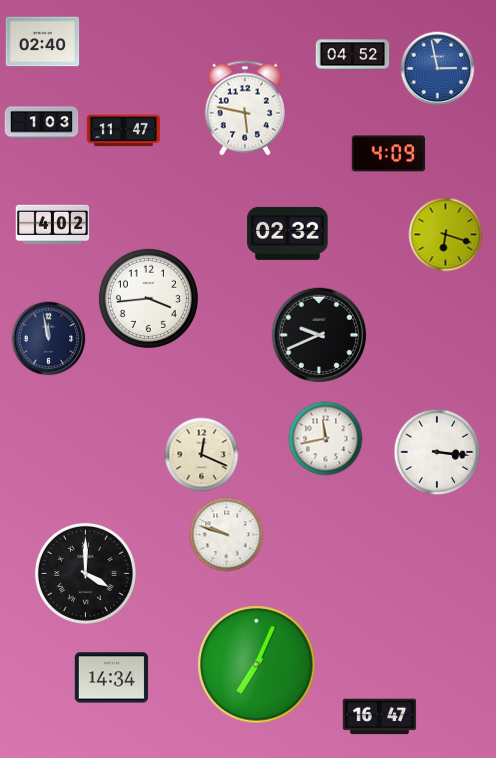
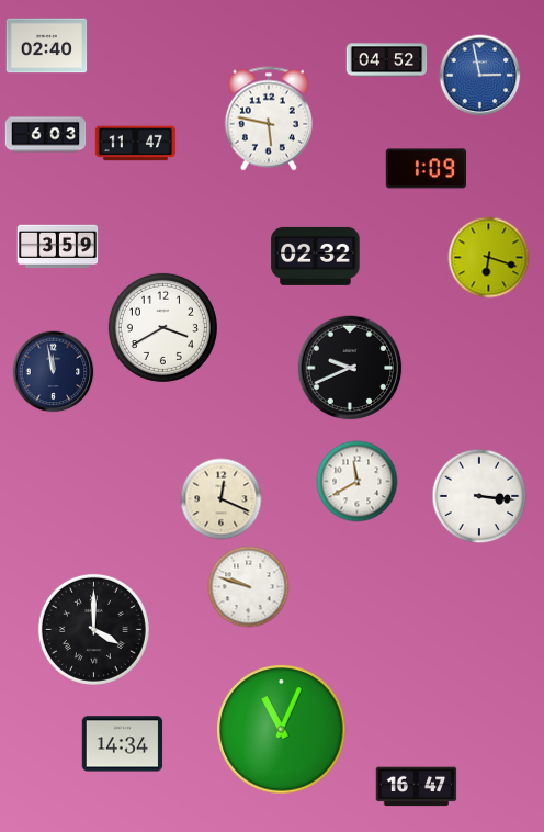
clock at (42, 123): 1:03 -> 6:03
clock at (389, 154): 4:09 -> 1:09
clock at (53, 225): 4:02 -> 3:59
clock at (148, 298): 3:44 -> 3:40
clock at (326, 439): 11:43 -> 11:40
clock at (257, 665): 7:04 -> 11:04
